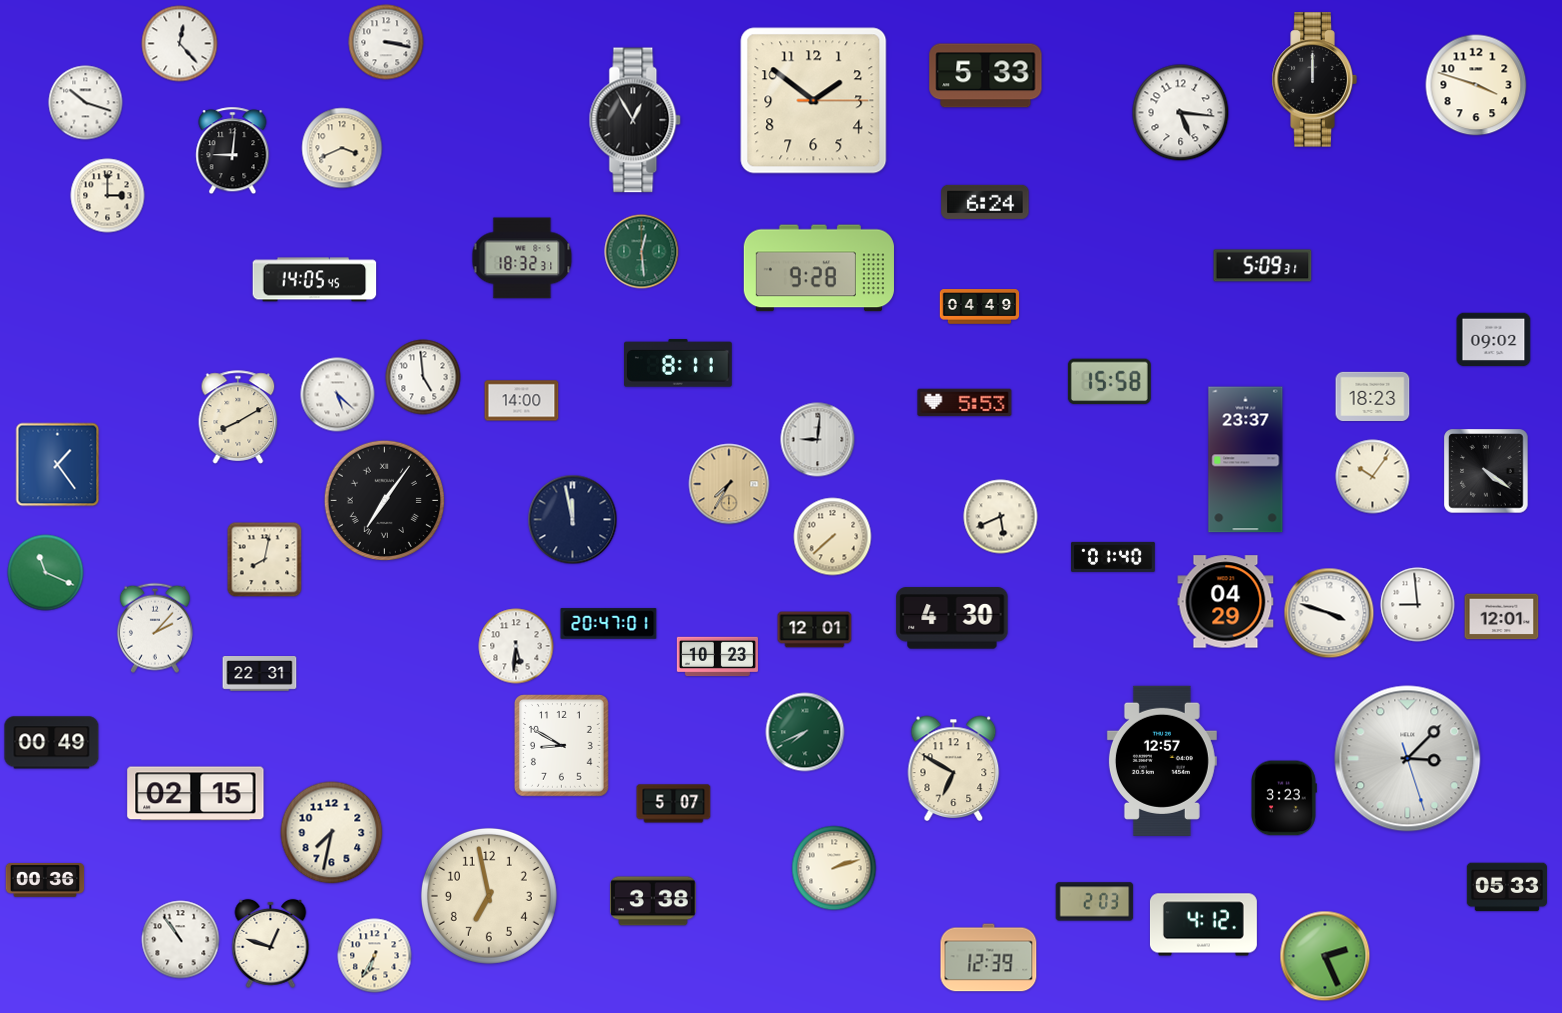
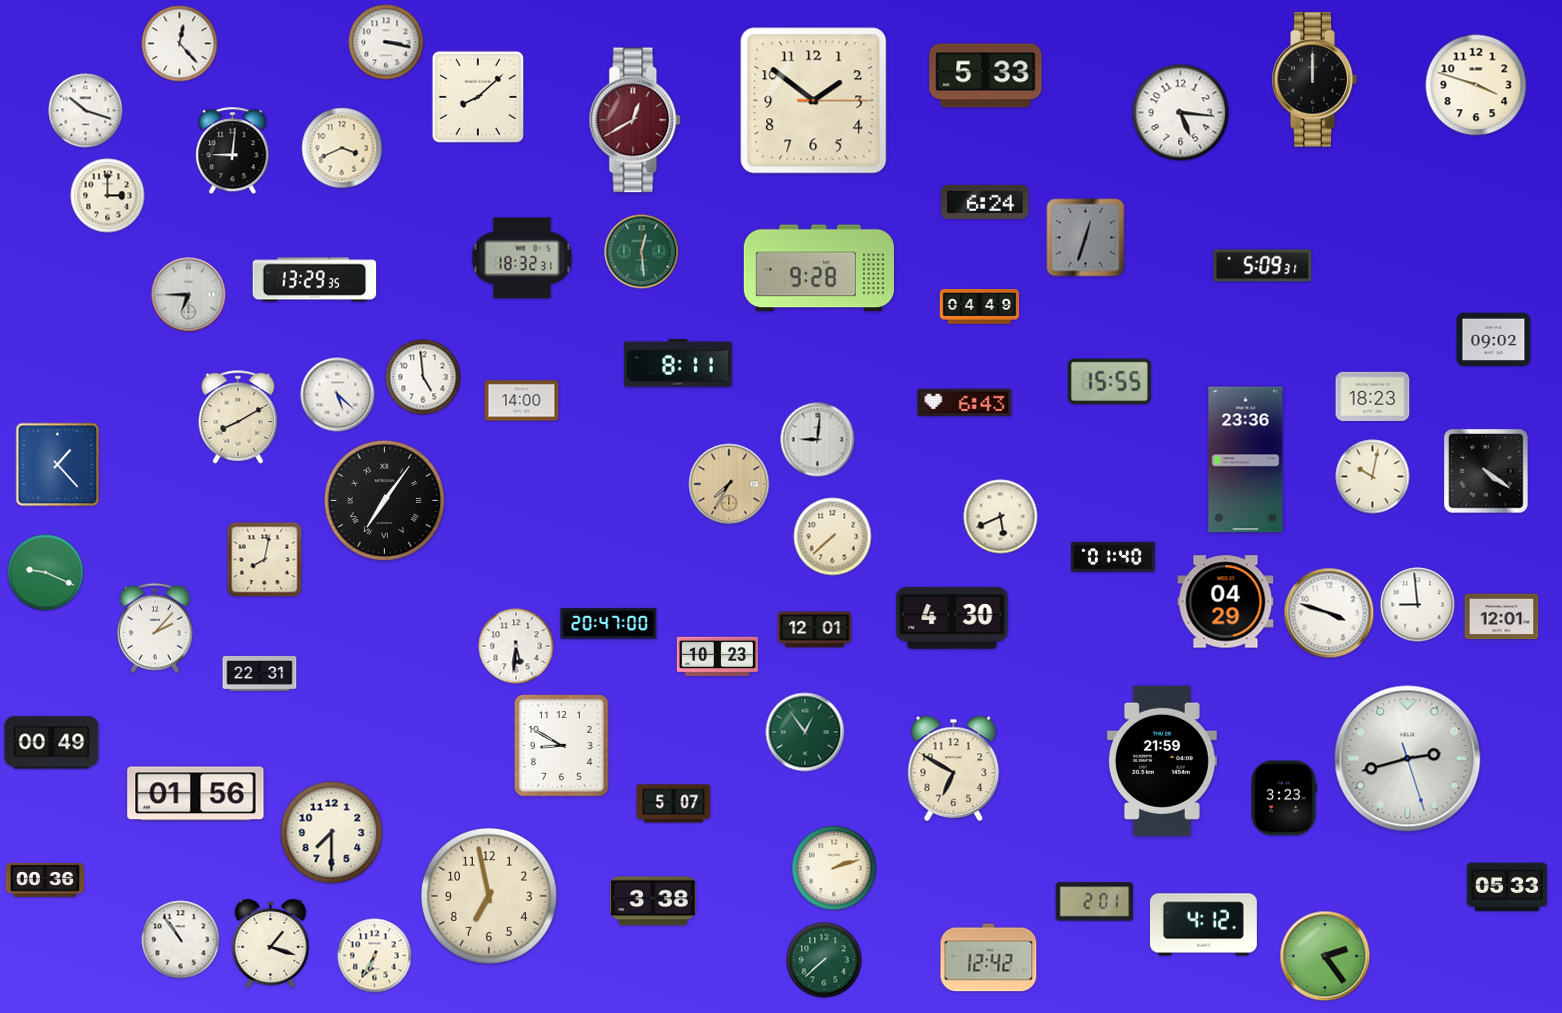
clock at (478, 97): none -> 8:08
clock at (86, 103) position: (86, 103) -> (86, 111)
clock at (635, 120): 12:55 -> 12:40
clock at (635, 120) dial: black -> burgundy
clock at (1086, 238): none -> 12:33
clock at (315, 280): 14:05 -> 13:29
clock at (189, 295): none -> 6:45
clock at (1109, 382): 15:58 -> 15:55
clock at (965, 403): 5:53 -> 6:43
clock at (1246, 460): 23:37 -> 23:36
clock at (58, 465): 1:24 -> 1:23
clock at (1373, 477): 10:06 -> 10:02
clock at (573, 520): 11:58 -> none
clock at (46, 573): 11:19 -> 9:19
clock at (609, 624): 20:47:01 -> 20:47:00
clock at (805, 732): 7:41 -> 12:54
clock at (1408, 759): 3:07 -> 2:42
clock at (1162, 761): 12:57 -> 21:59
clock at (196, 794): 02:15 -> 01:56
clock at (332, 833): 7:32 -> 7:30
clock at (1095, 902): 2:03 -> 2:01
clock at (271, 943): 12:48 -> 1:18
clock at (1325, 956): 2:26 -> 2:24
clock at (989, 958): 12:39 -> 12:42
clock at (824, 960): none -> 7:38
